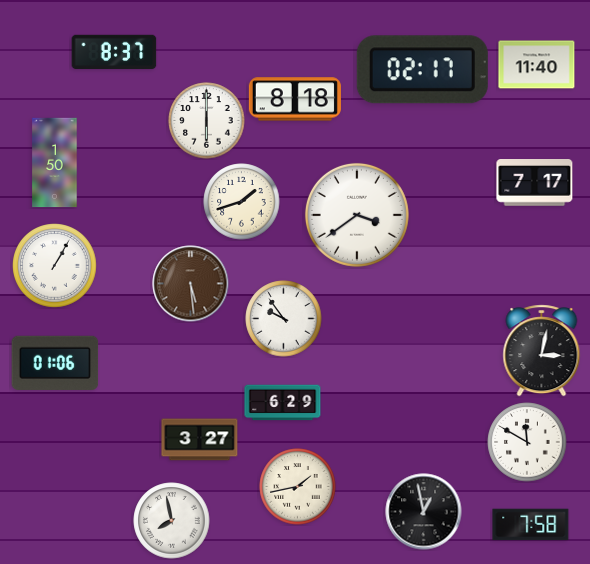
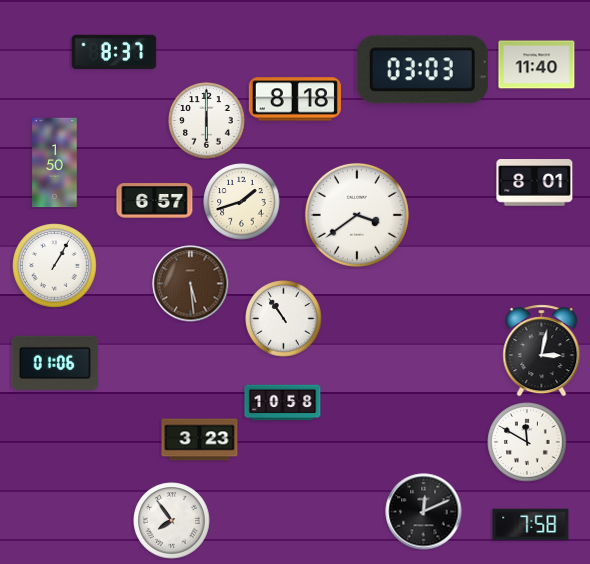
clock at (422, 70): 02:17 -> 03:03
clock at (535, 183): 7:17 -> 8:01
clock at (155, 201): none -> 6:57
clock at (284, 319): 9:54 -> 10:54
clock at (283, 403): 6:29 -> 10:58
clock at (200, 440): 3:27 -> 3:23
clock at (298, 487): 1:43 -> none
clock at (424, 512): 12:58 -> 12:11
clock at (172, 521): 7:58 -> 7:54
